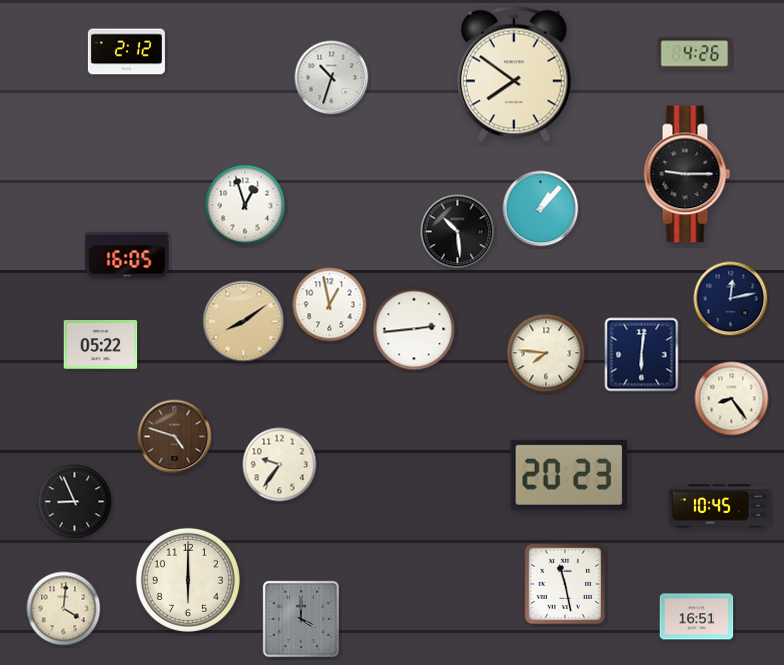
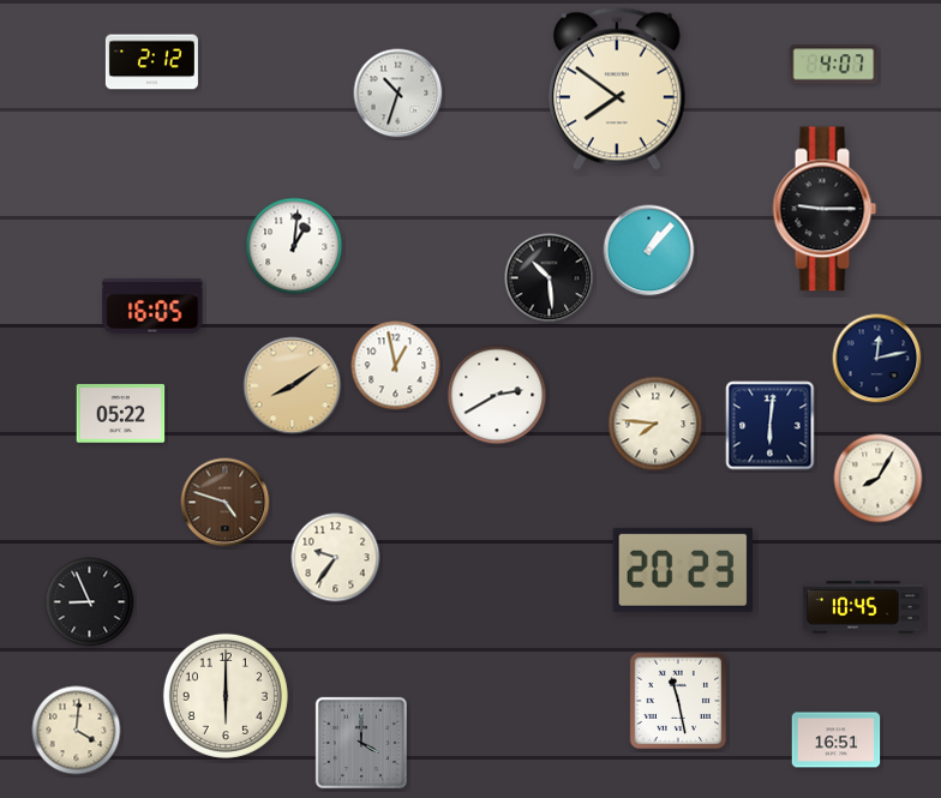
clock at (695, 54): 4:26 -> 4:07
clock at (245, 205): 12:57 -> 1:01
clock at (414, 329): 2:44 -> 2:40
clock at (732, 399): 8:24 -> 8:05
clock at (175, 437) position: (175, 437) -> (226, 503)
